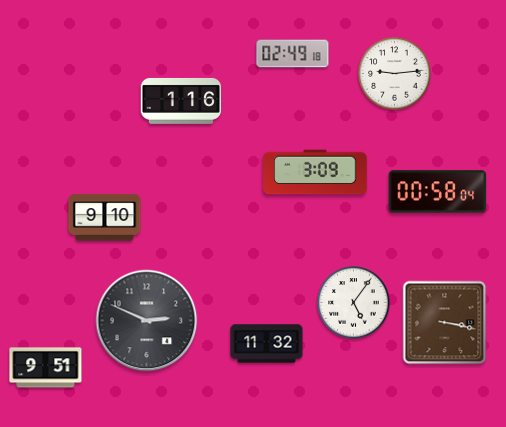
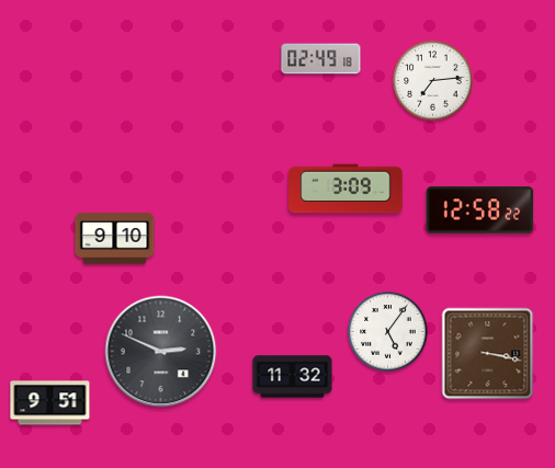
clock at (395, 74): 9:14 -> 7:14
clock at (181, 101): 1:16 -> none
clock at (438, 192): 00:58 -> 12:58
